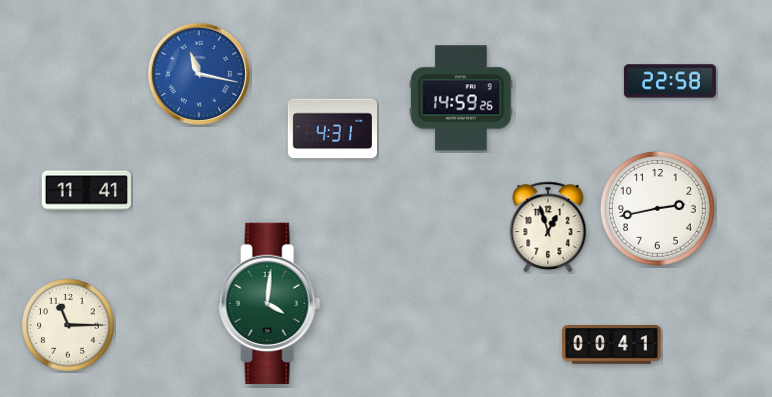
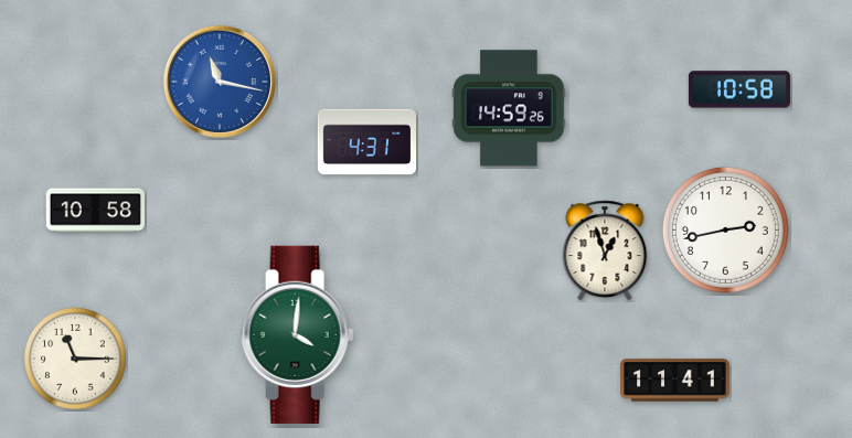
clock at (670, 81): 22:58 -> 10:58
clock at (86, 191): 11:41 -> 10:58
clock at (612, 345): 00:41 -> 11:41
